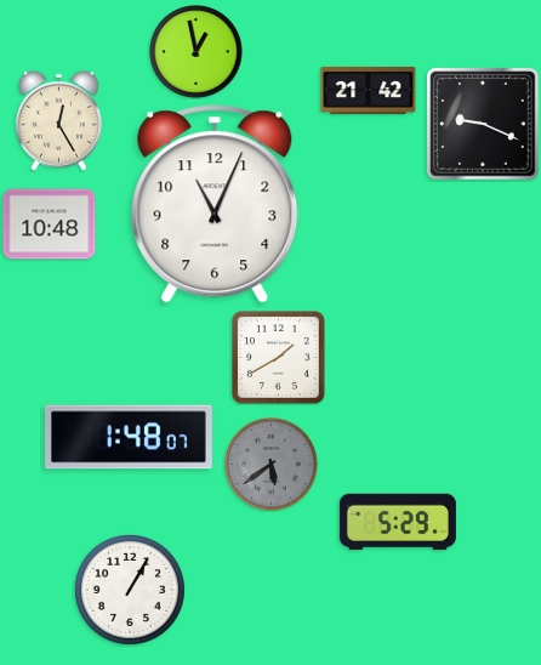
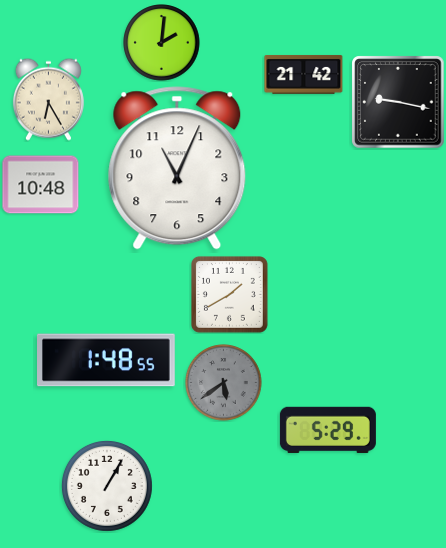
clock at (197, 52): 12:58 -> 2:01
clock at (58, 120): 12:25 -> 6:25
clock at (483, 124): 9:19 -> 9:17
clock at (130, 437): 1:48:07 -> 1:48:55
